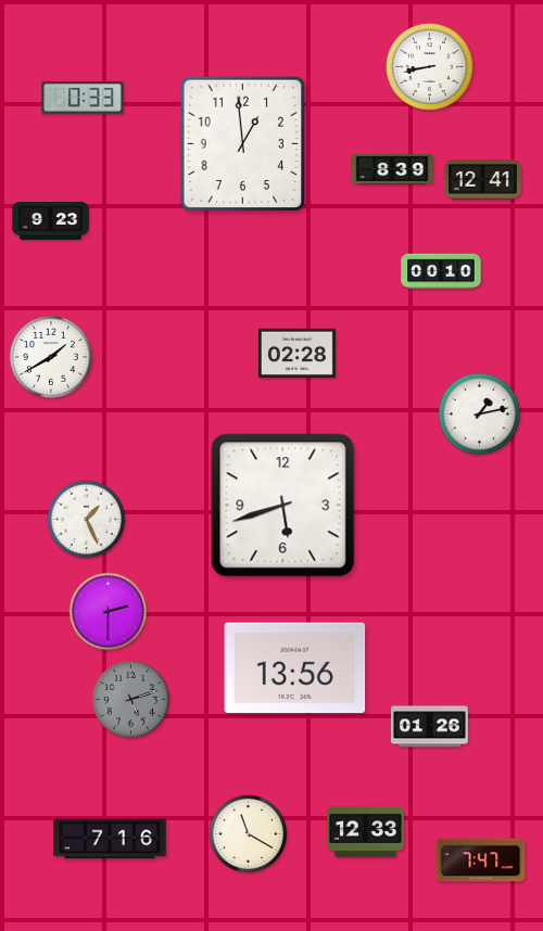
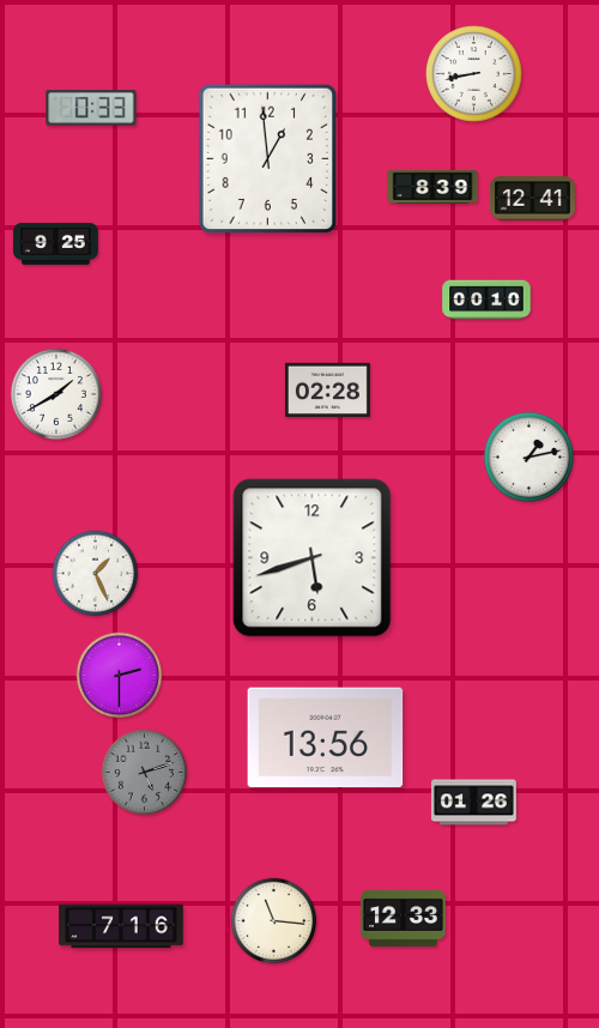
clock at (50, 220): 9:23 -> 9:25
clock at (249, 834): 11:20 -> 11:16
clock at (481, 860): 7:47 -> none
